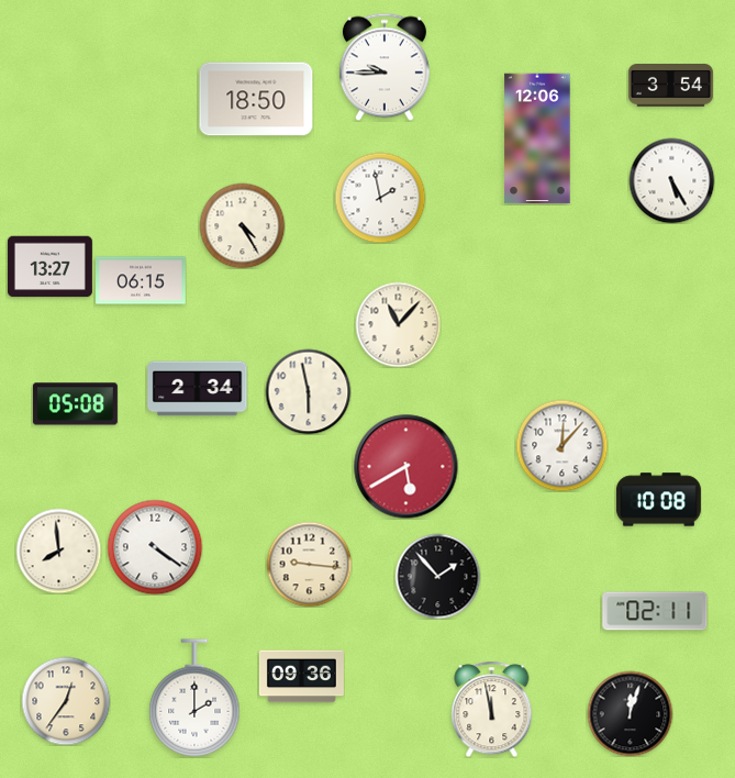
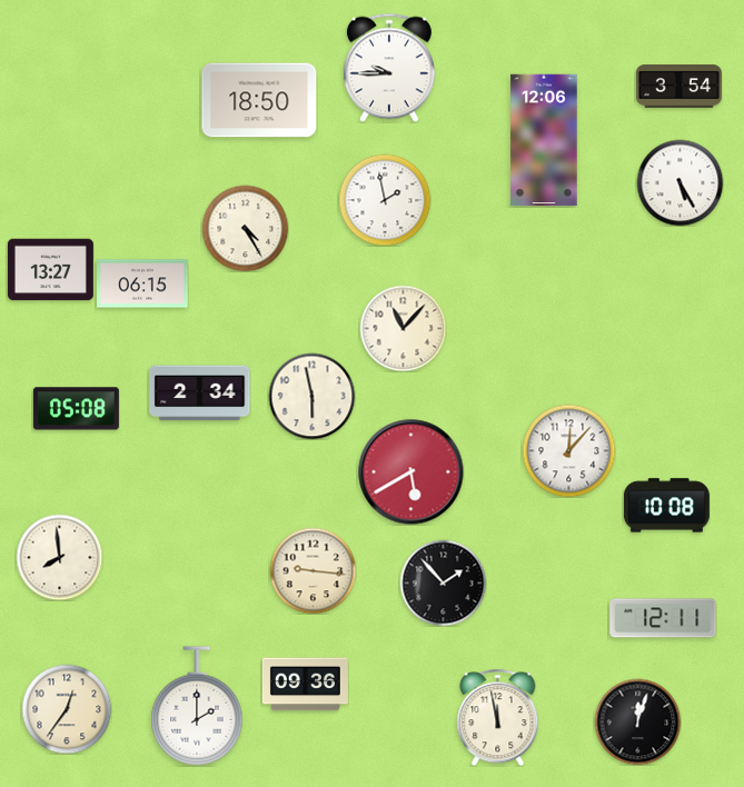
clock at (155, 547): 4:21 -> none
clock at (655, 611): 02:11 -> 12:11
